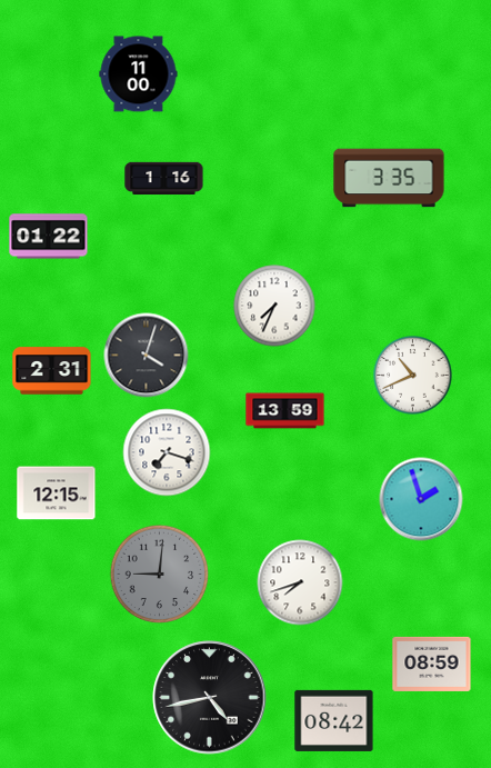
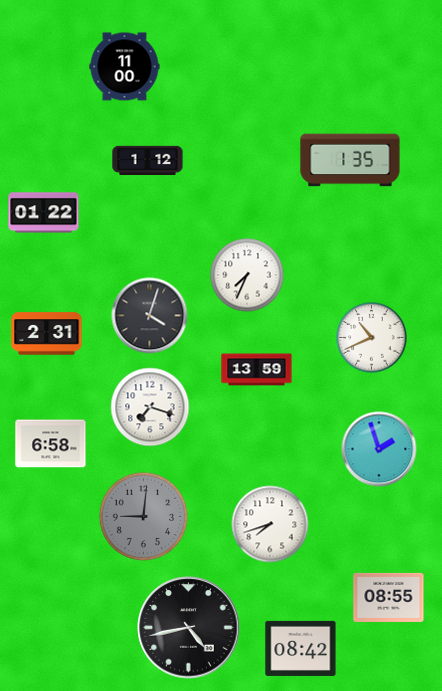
clock at (389, 178): 3:35 -> 1:35
clock at (164, 179): 1:16 -> 1:12
clock at (147, 356) position: (147, 356) -> (150, 316)
clock at (57, 493): 12:15 -> 6:58
clock at (432, 664): 08:59 -> 08:55
